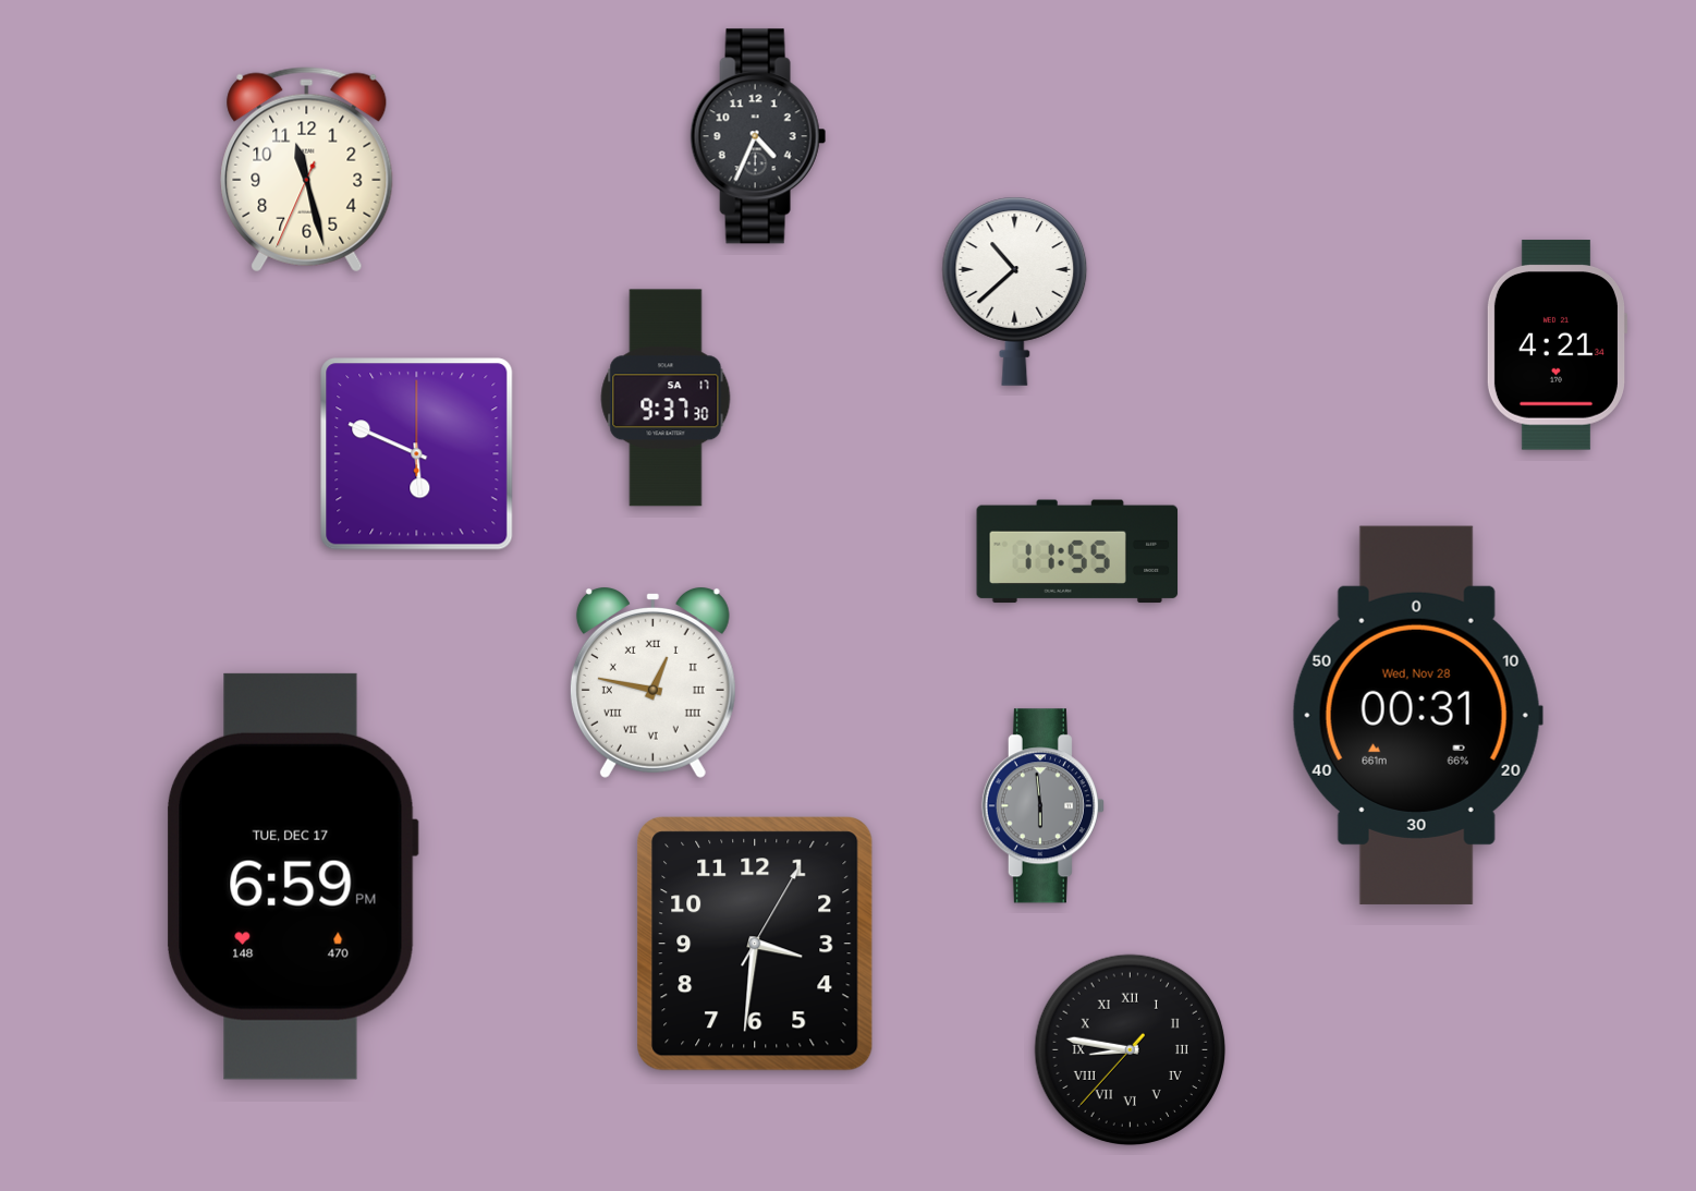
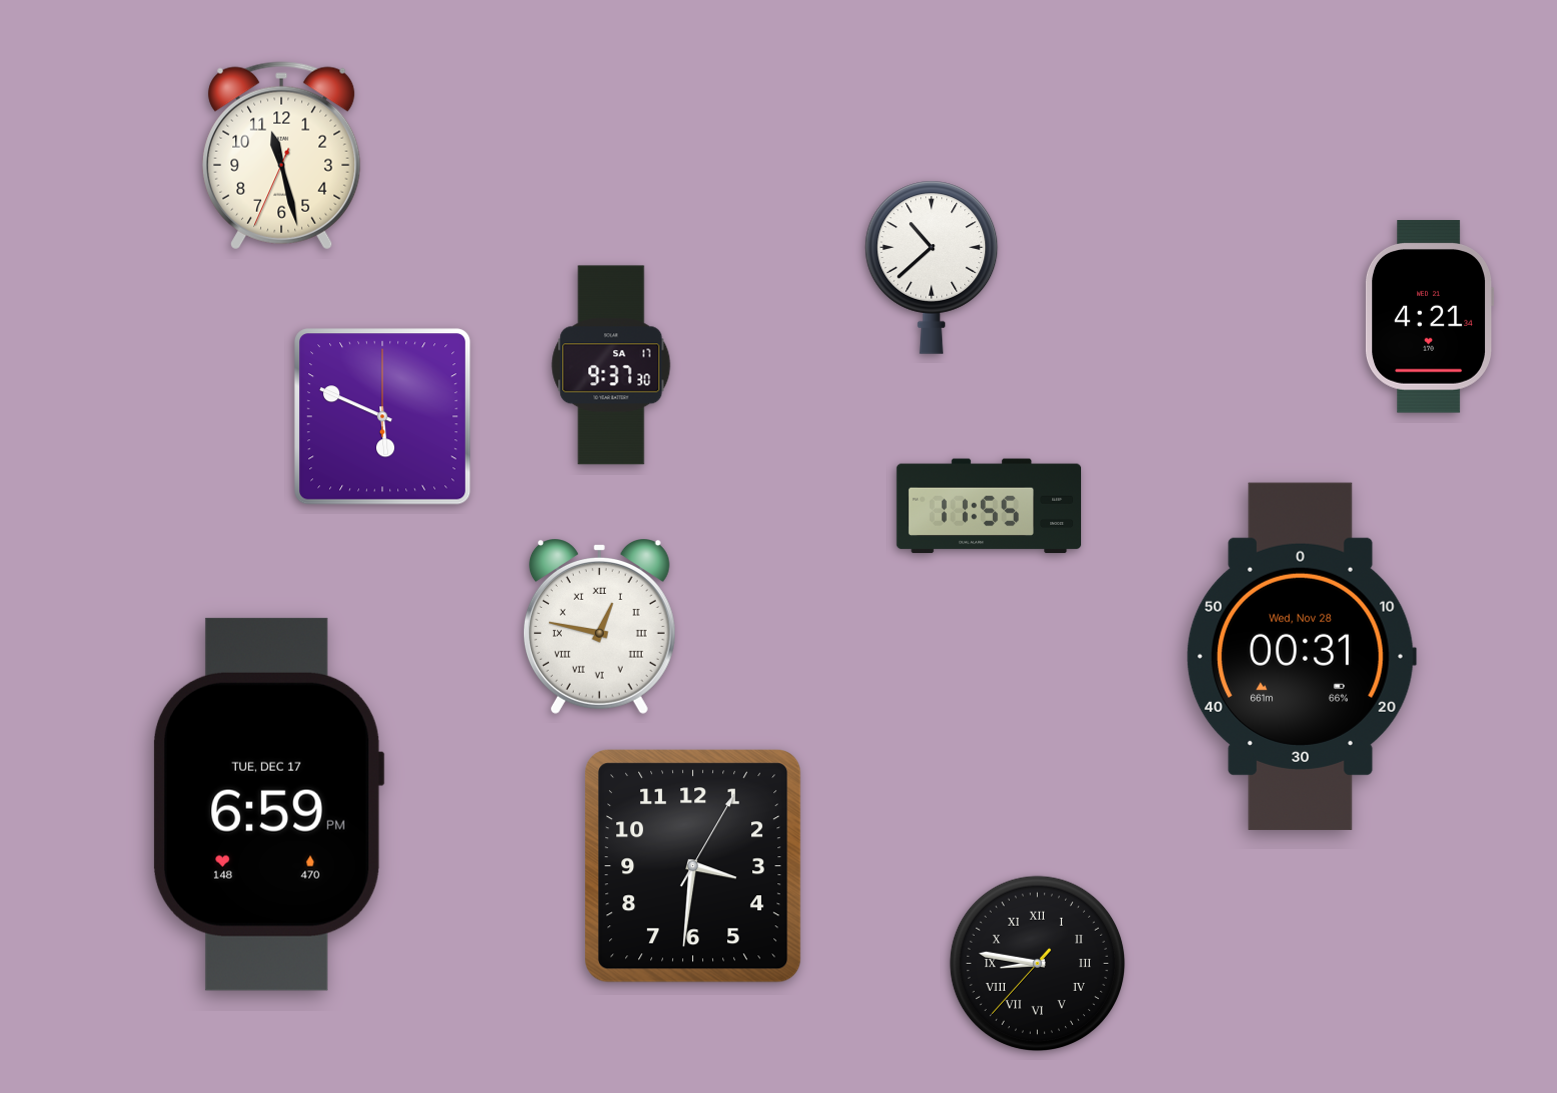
clock at (758, 136): 4:34 -> none
clock at (1042, 806): 5:59 -> none
